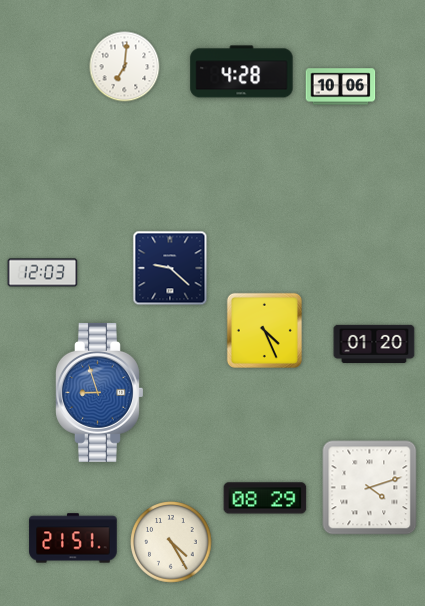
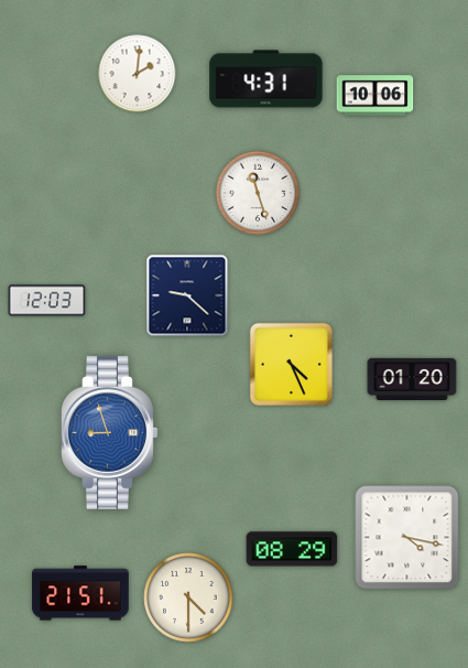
clock at (125, 67): 7:01 -> 2:01
clock at (242, 72): 4:28 -> 4:31
clock at (258, 193): none -> 11:27
clock at (370, 488): 4:12 -> 4:17
clock at (171, 542): 4:25 -> 4:30
